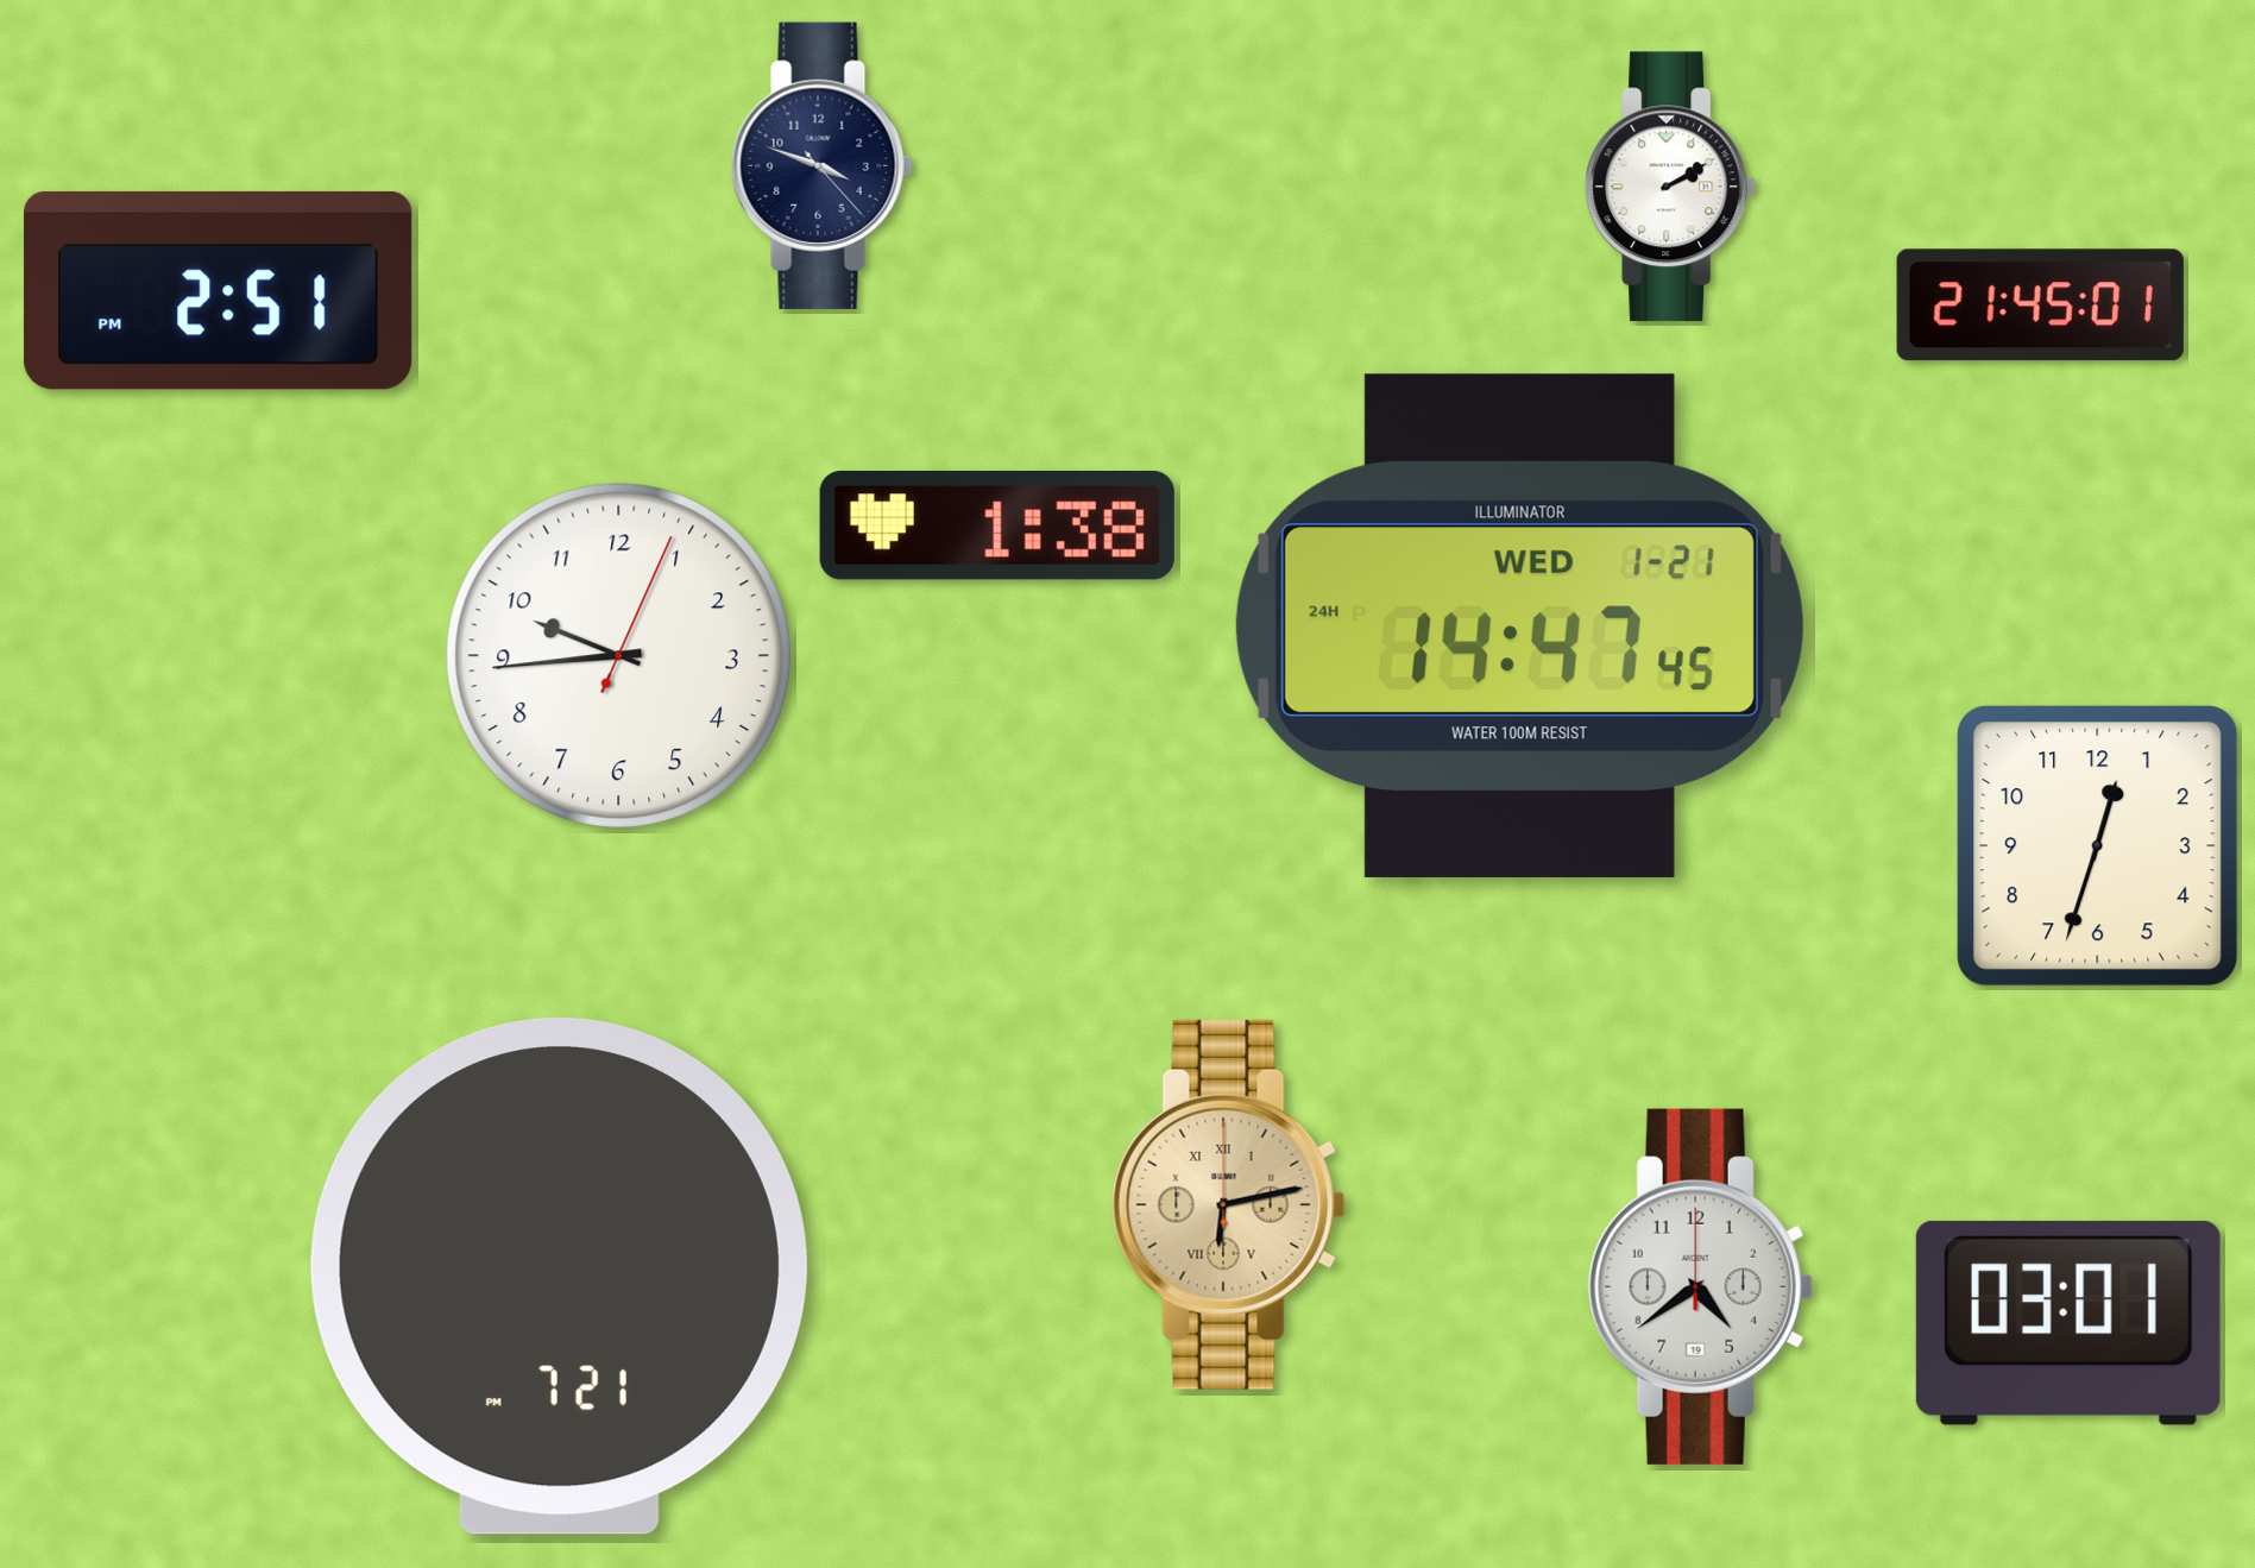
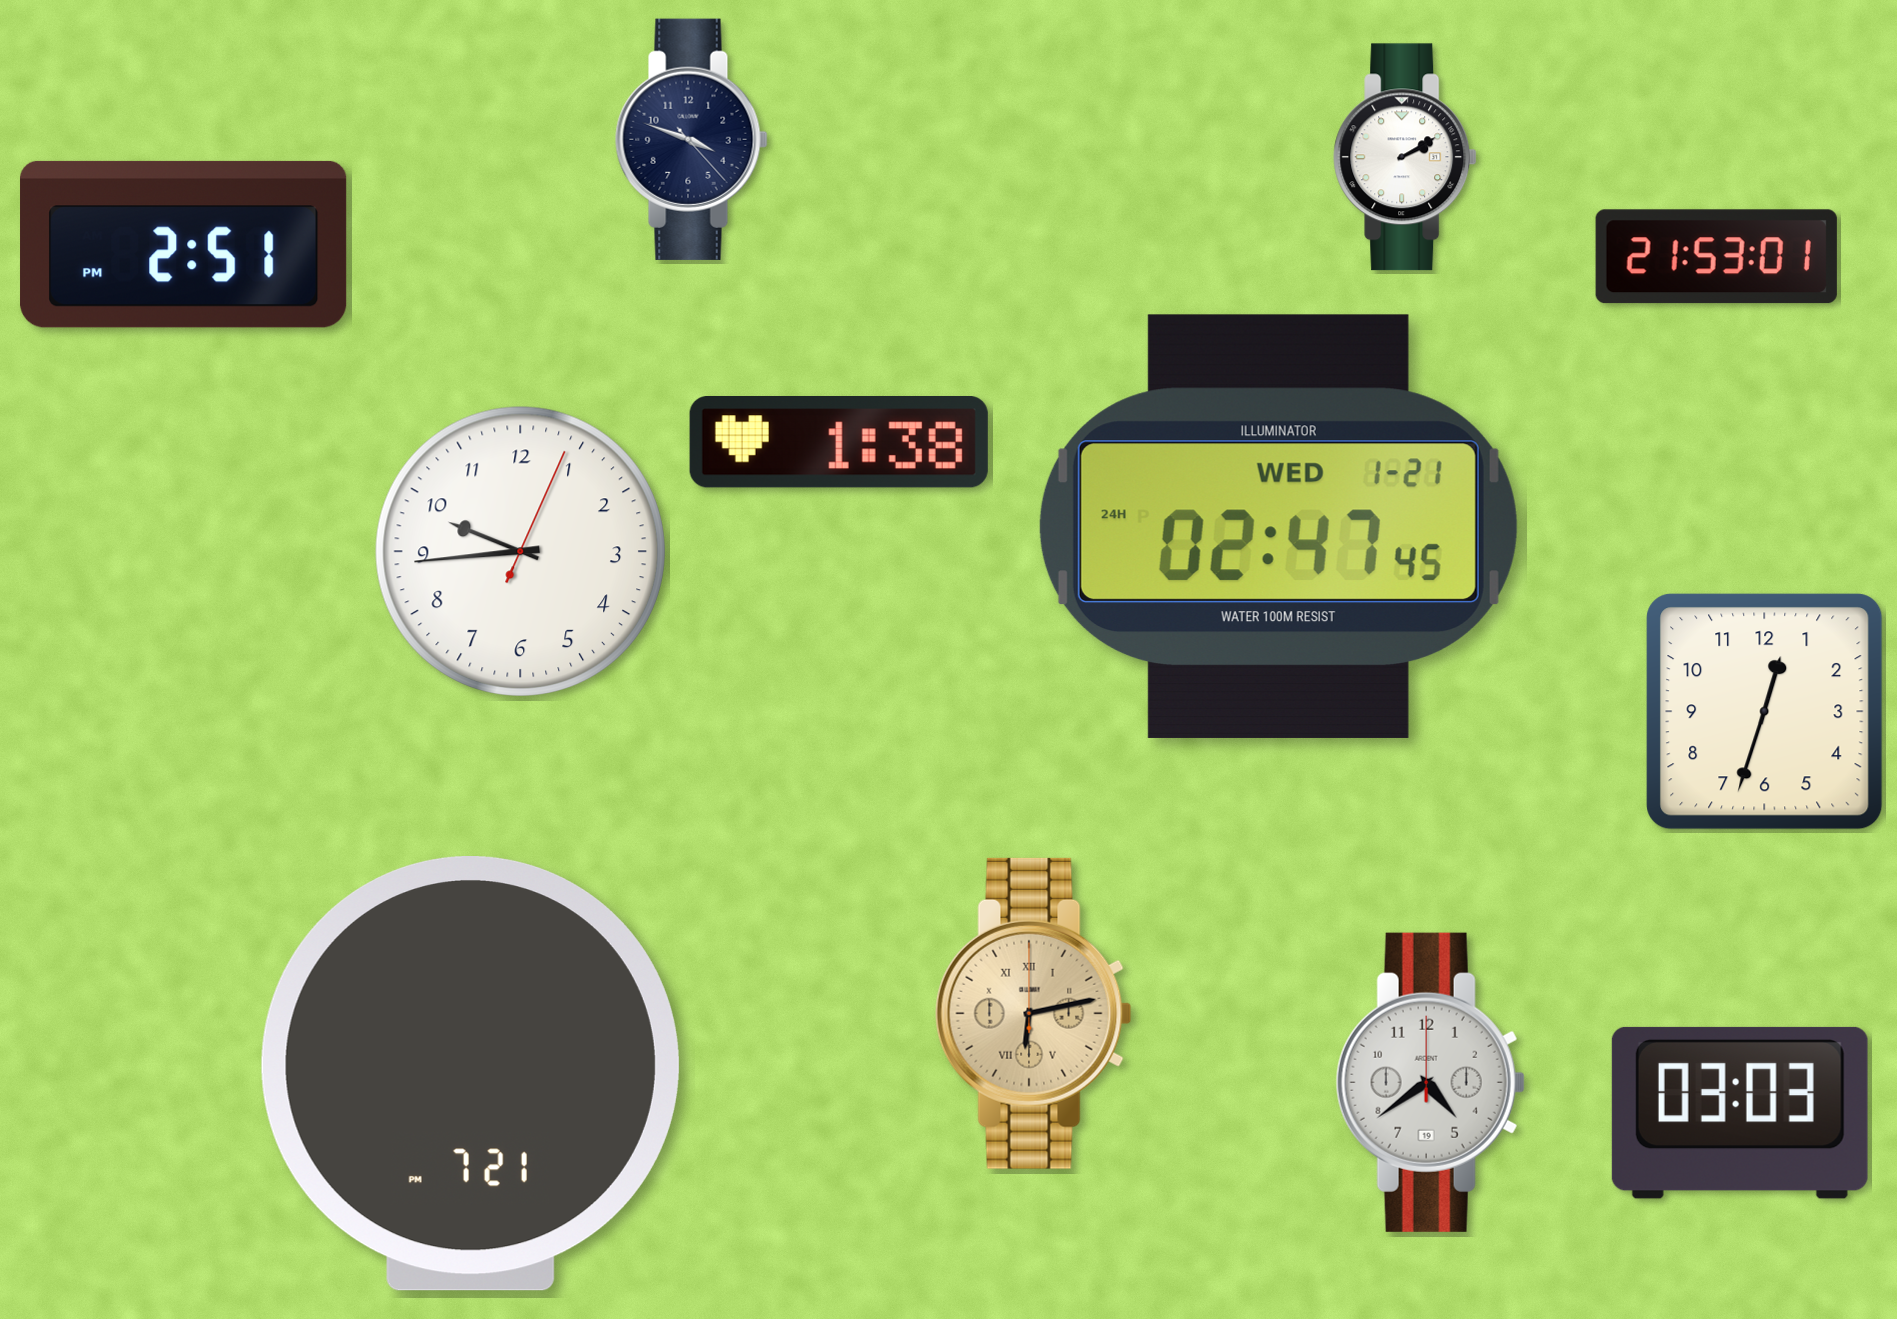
clock at (2040, 306): 21:45 -> 21:53
clock at (1519, 625): 14:47 -> 02:47
clock at (2068, 1323): 03:01 -> 03:03
